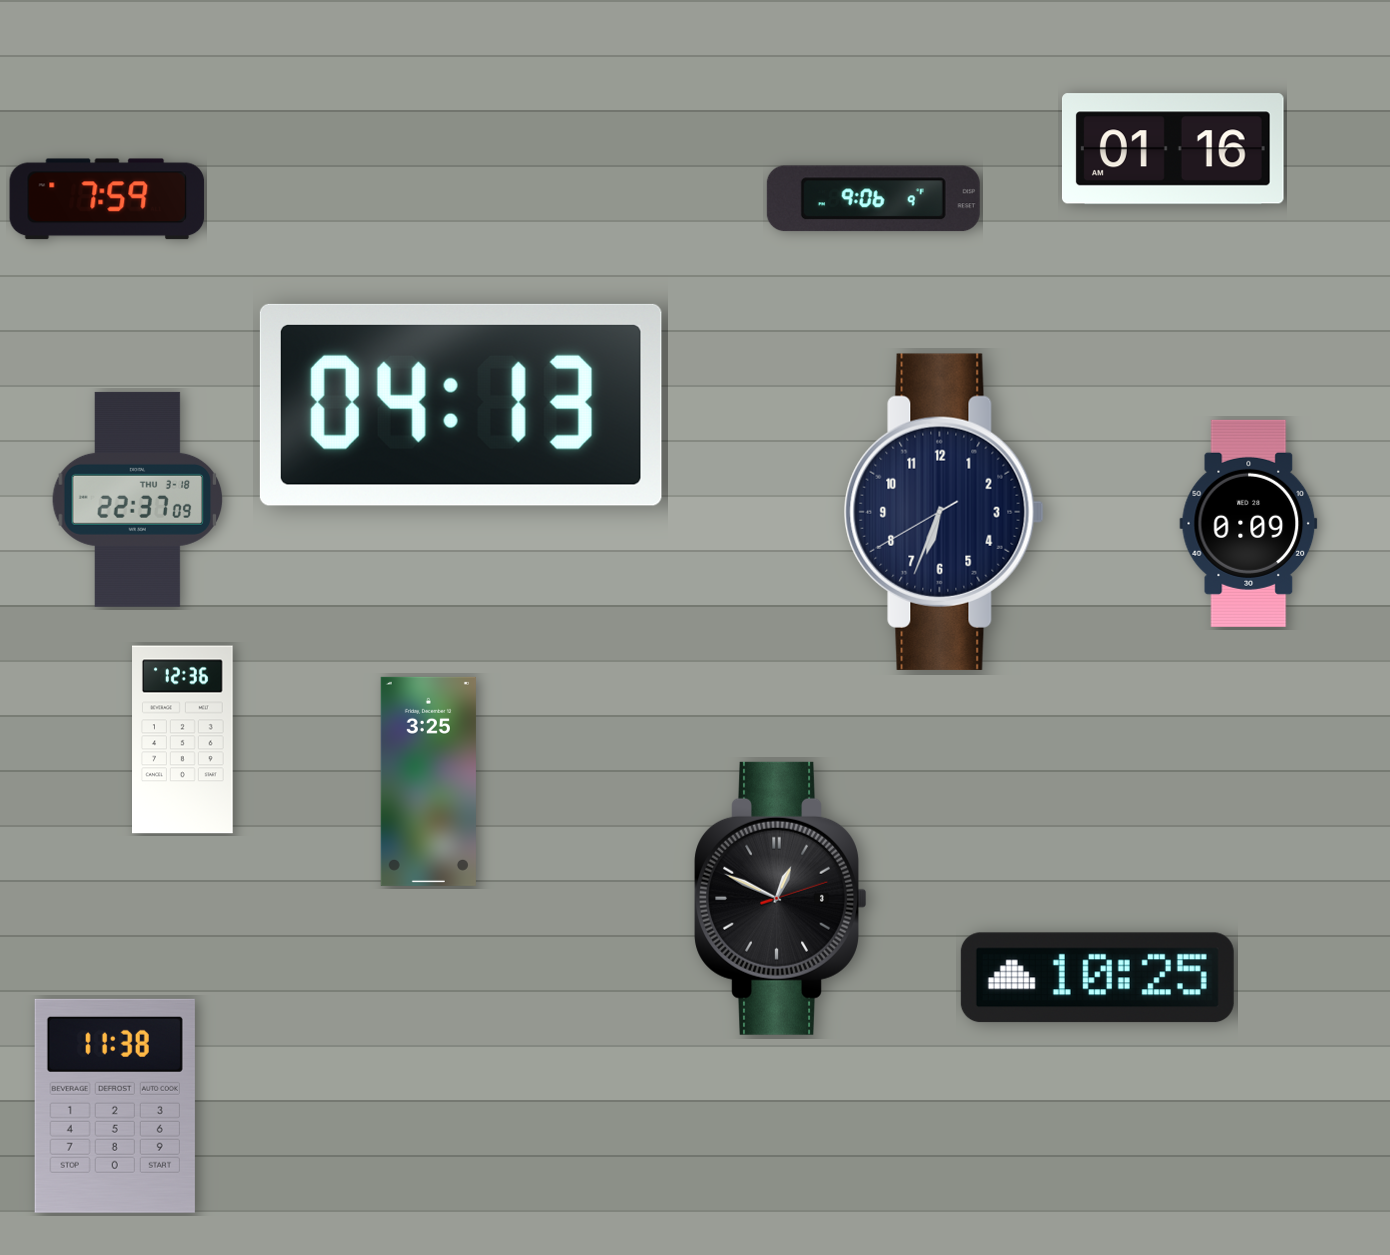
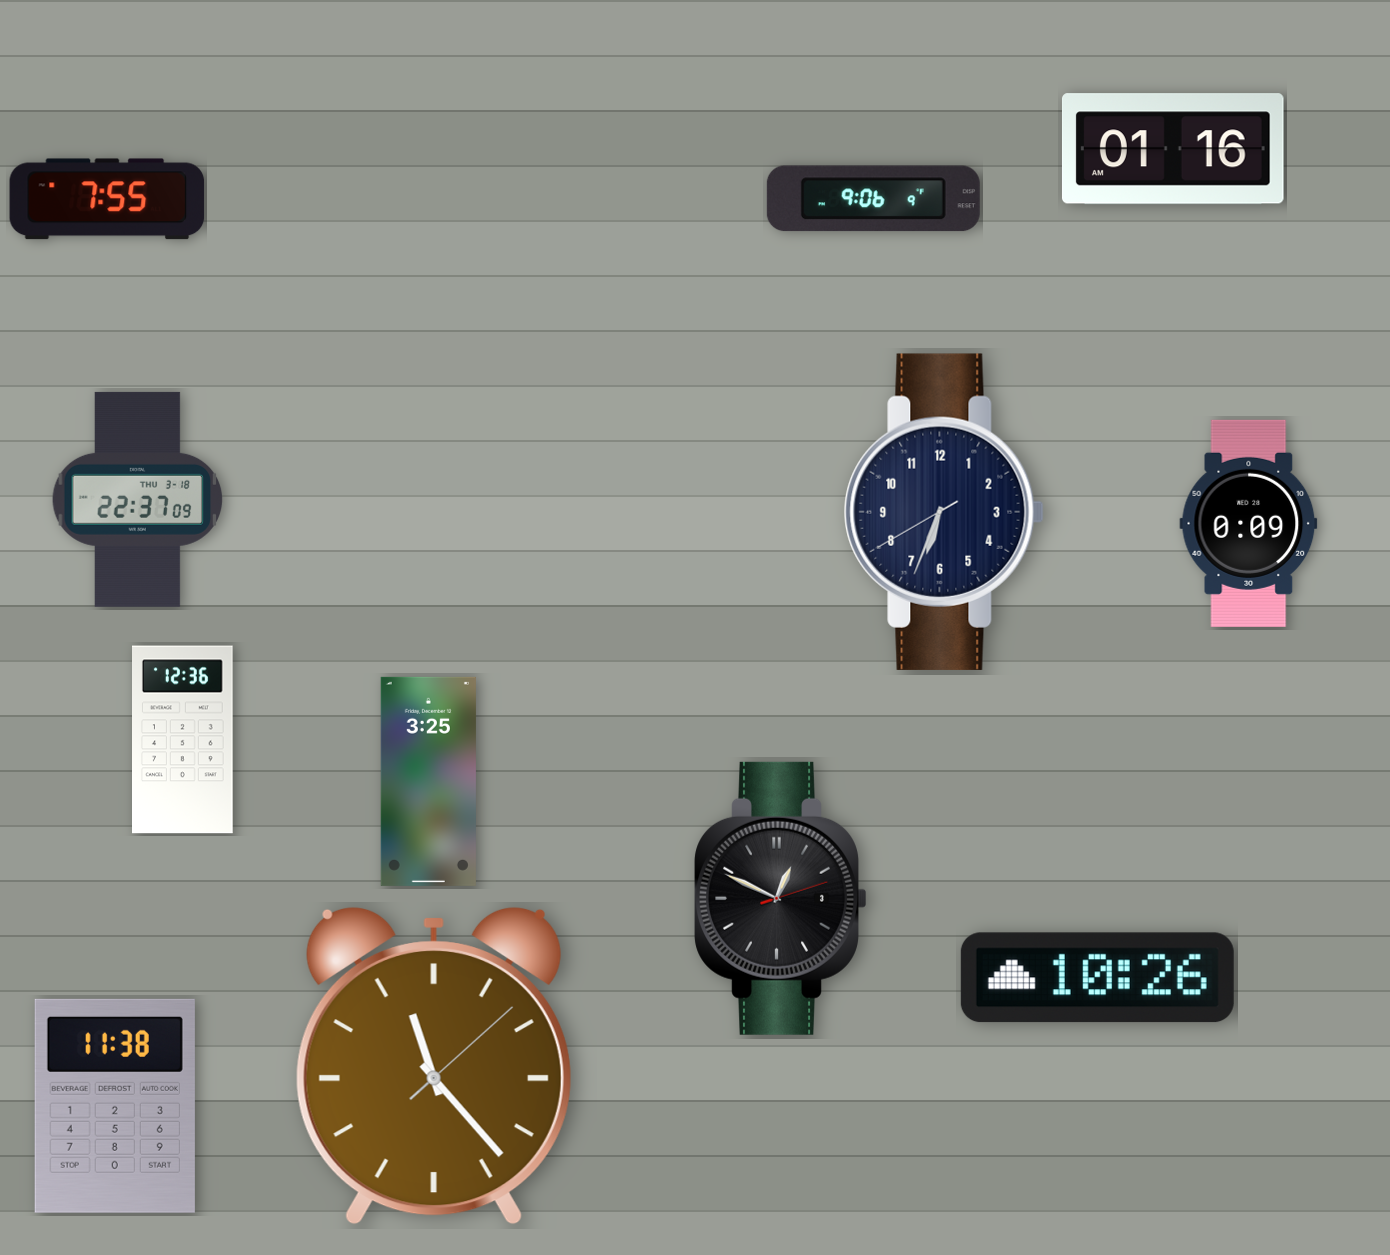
clock at (107, 199): 7:59 -> 7:55
clock at (461, 405): 04:13 -> none
clock at (1097, 978): 10:25 -> 10:26
clock at (434, 1066): none -> 11:23
